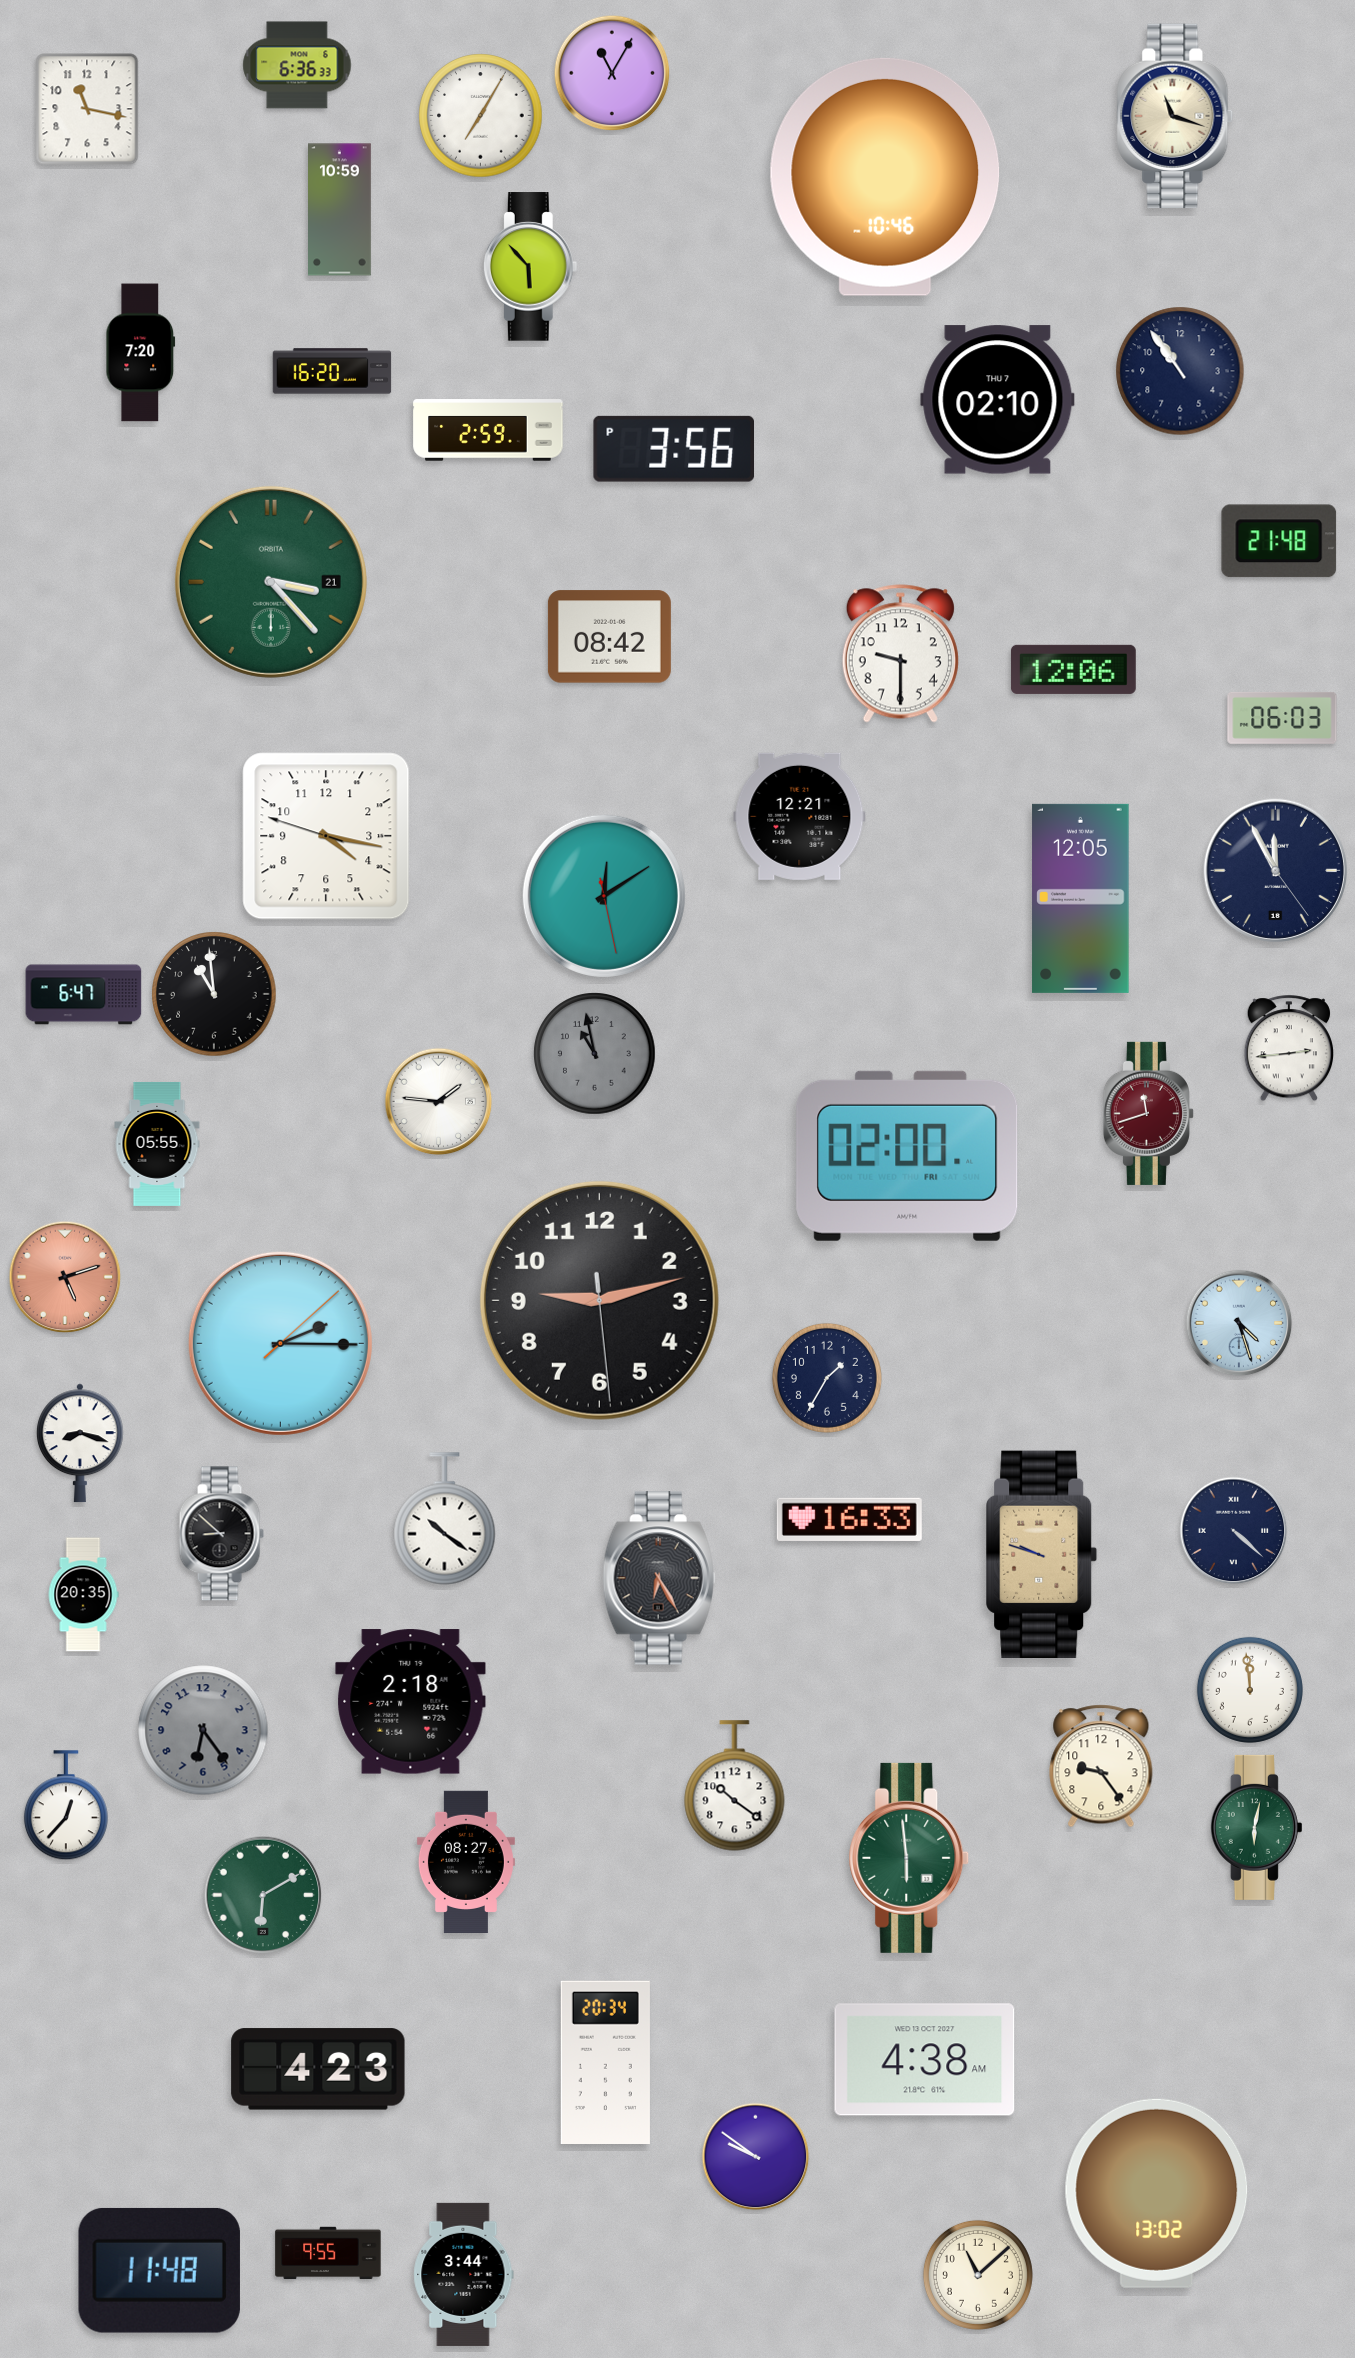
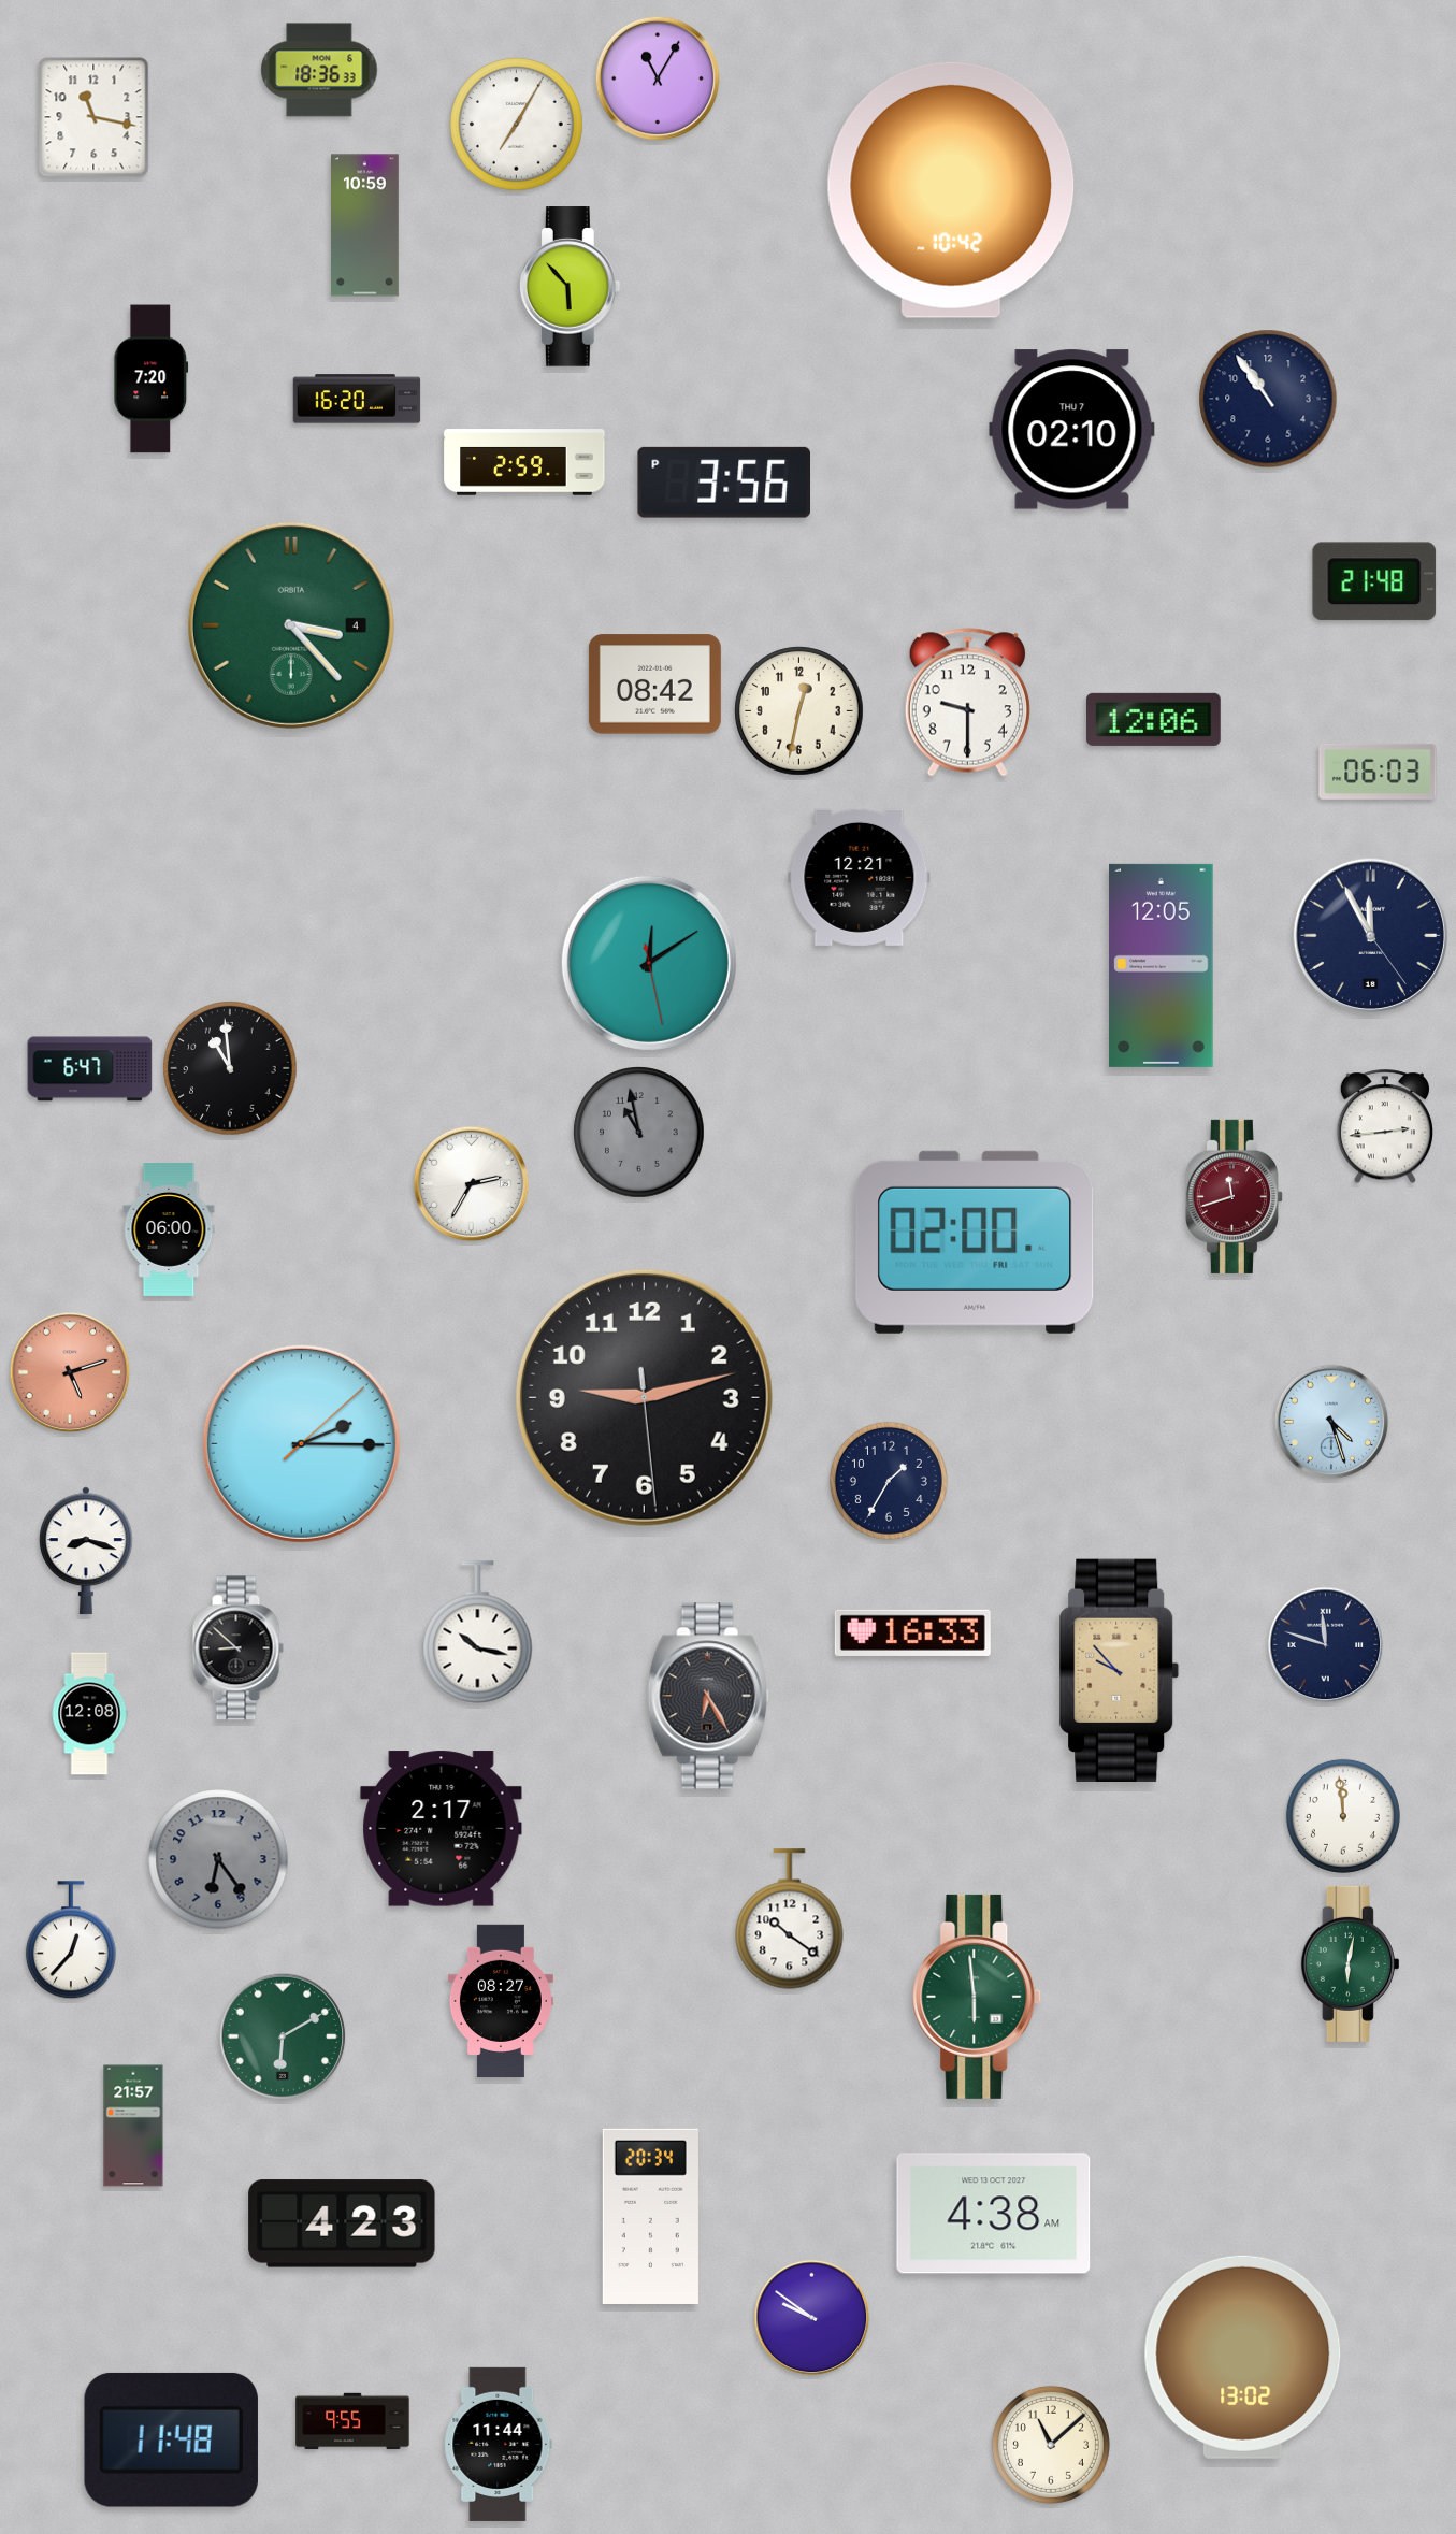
clock at (297, 65): 6:36 -> 18:36
clock at (1175, 116): 11:18 -> none
clock at (885, 177): 10:46 -> 10:42
clock at (271, 582) date: 21 -> 4
clock at (799, 711): none -> 12:32
clock at (326, 836): 4:16 -> none
clock at (439, 1102): 1:46 -> 2:35
clock at (157, 1144): 05:55 -> 06:00
clock at (445, 1519): 10:21 -> 10:17
clock at (1234, 1531): 4:22 -> 11:48
clock at (1042, 1554): 9:48 -> 9:53
clock at (83, 1595): 20:35 -> 12:08
clock at (411, 1702): 2:18 -> 2:17
clock at (1101, 1766): 9:24 -> none
clock at (133, 2126): none -> 21:57
clock at (464, 2274): 3:44 -> 11:44
